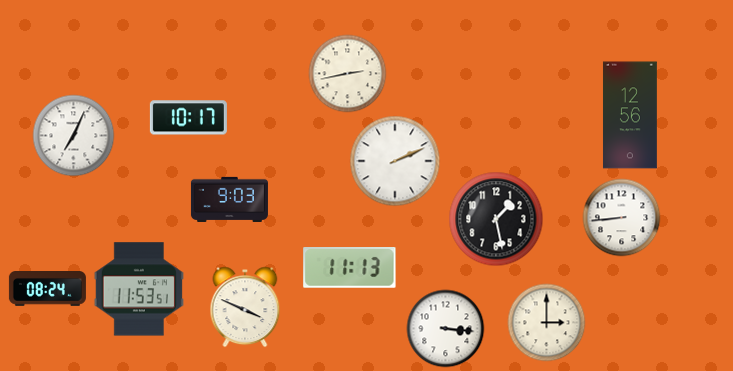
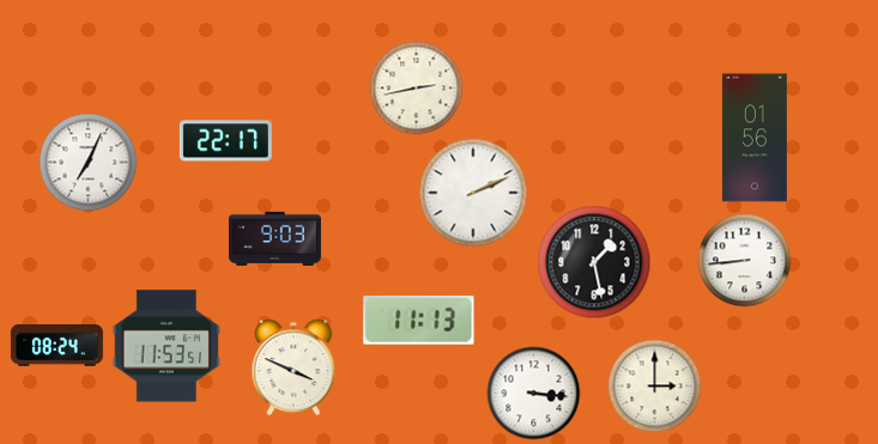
clock at (630, 115): 12:56 -> 01:56
clock at (188, 118): 10:17 -> 22:17
